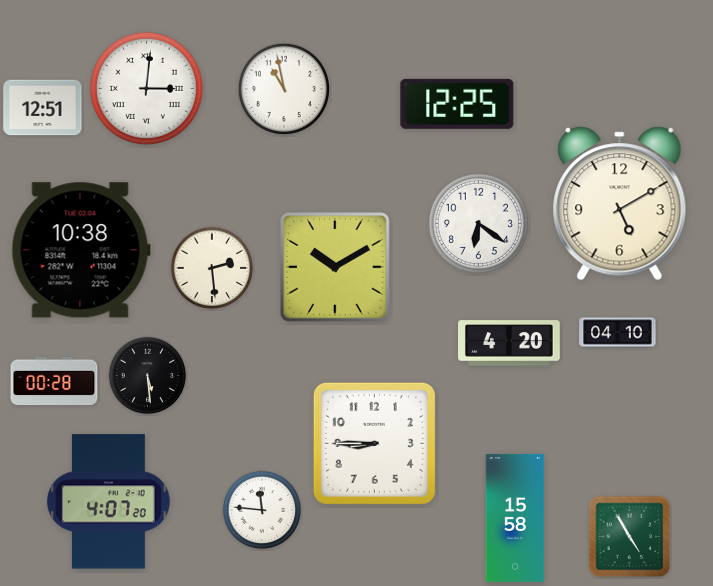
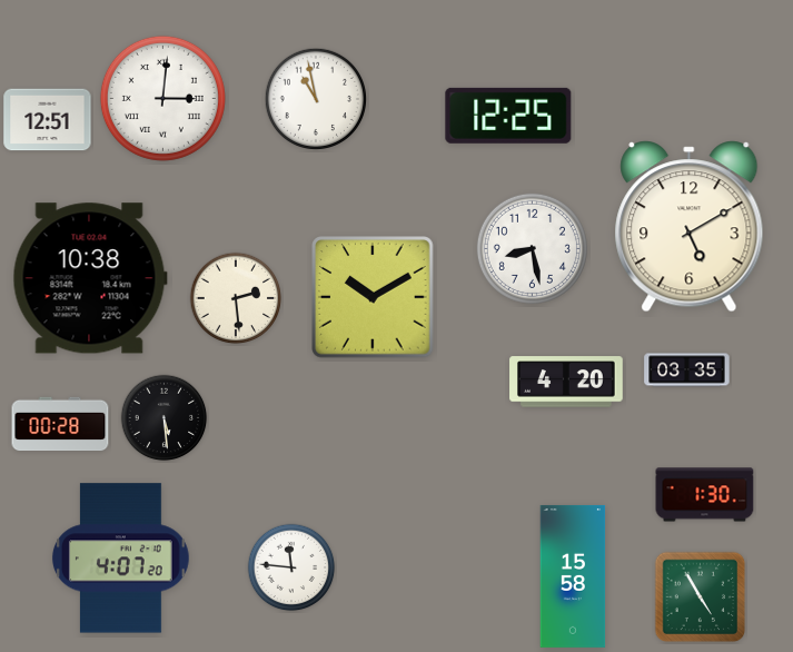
clock at (478, 223): 6:21 -> 8:28
clock at (618, 333): 04:10 -> 03:35
clock at (374, 443): 8:45 -> none
clock at (705, 495): none -> 1:30
